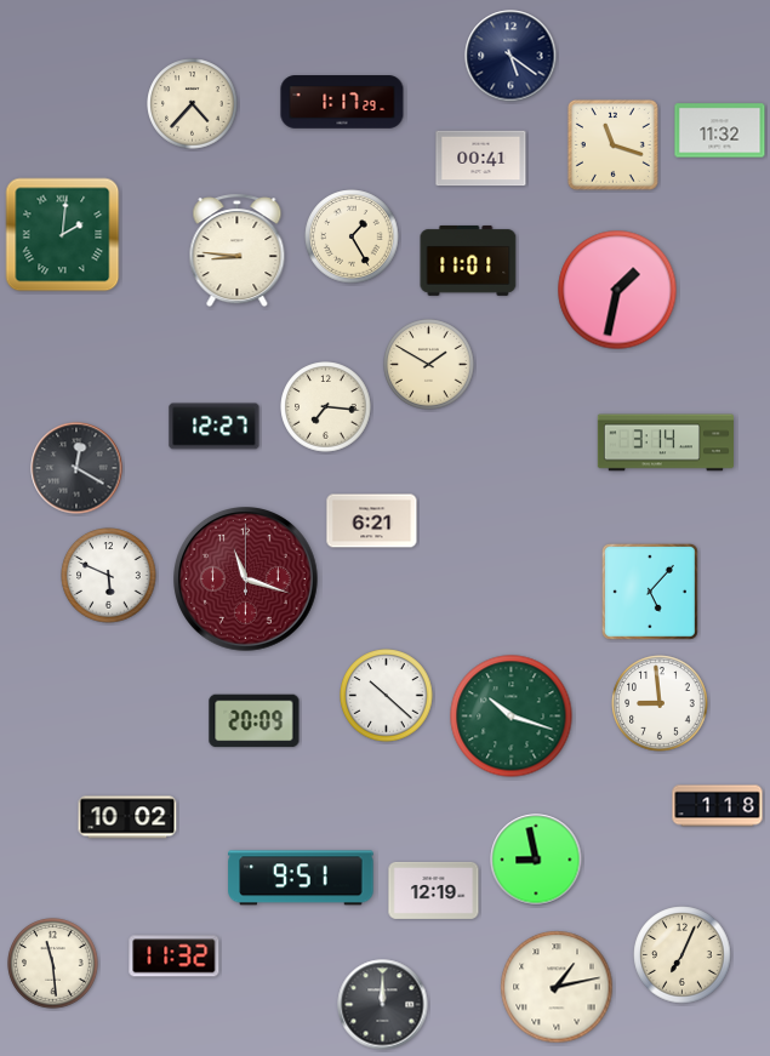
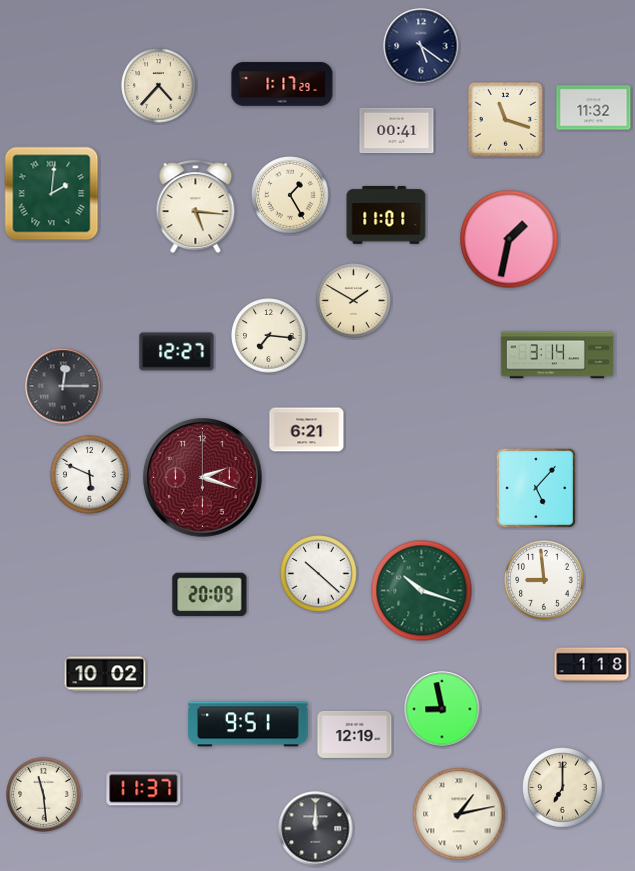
clock at (238, 251): 8:46 -> 5:16
clock at (665, 443) position: (665, 443) -> (556, 355)
clock at (76, 468): 12:20 -> 12:15
clock at (246, 580): 11:18 -> 2:18
clock at (434, 890) position: (434, 890) -> (355, 734)
clock at (683, 955): 7:04 -> 7:00
clock at (175, 957): 11:32 -> 11:37
